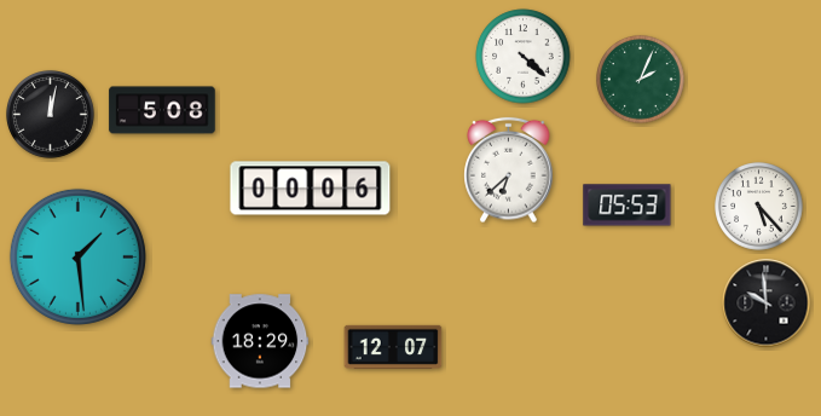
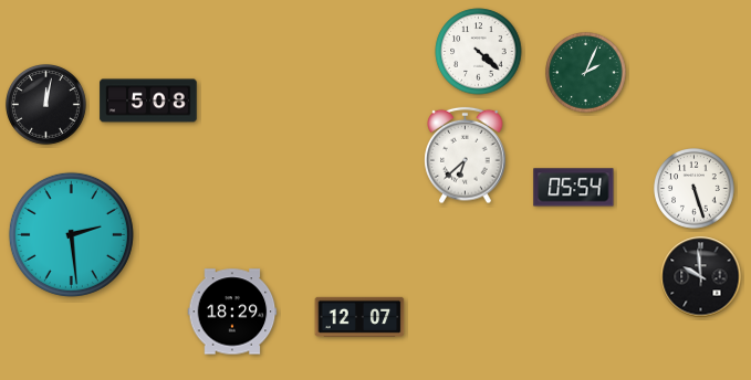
clock at (311, 189): 00:06 -> none
clock at (628, 206): 05:53 -> 05:54
clock at (759, 207): 5:23 -> 5:27
clock at (77, 256): 1:29 -> 2:29
clock at (260, 341) position: (260, 341) -> (232, 312)
